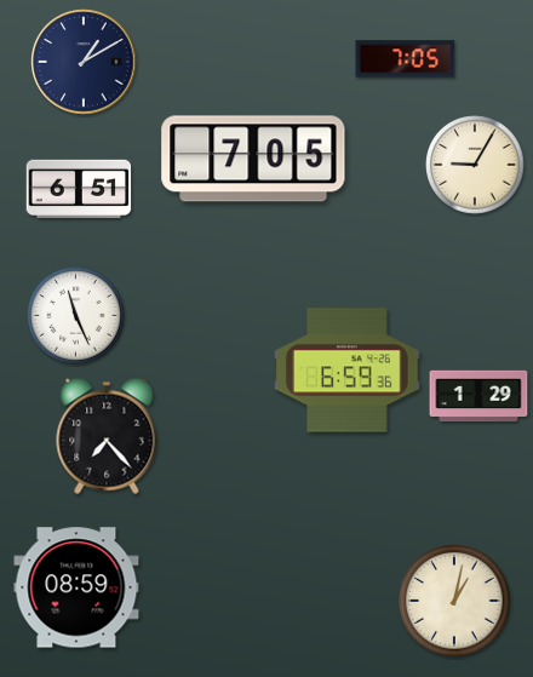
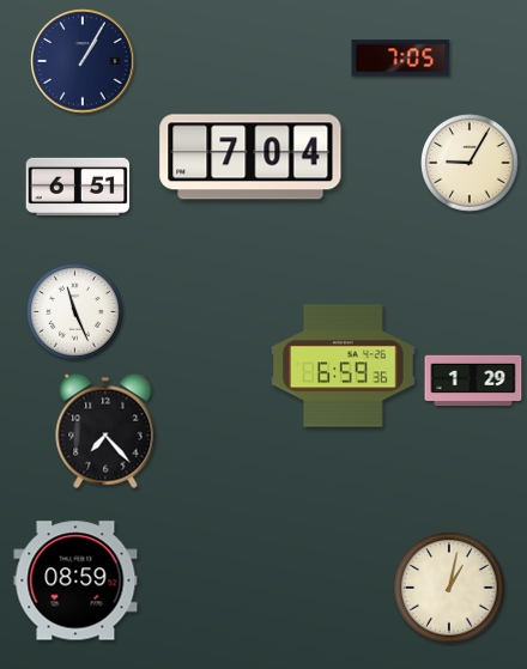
clock at (84, 62): 1:10 -> 1:05
clock at (253, 159): 7:05 -> 7:04
clock at (478, 396) position: (478, 396) -> (473, 381)
clock at (454, 601) position: (454, 601) -> (449, 588)
